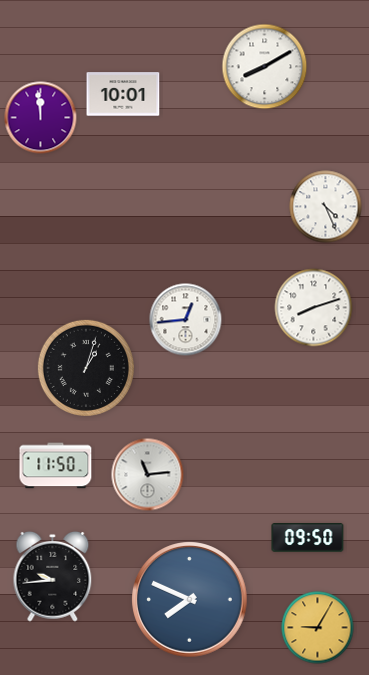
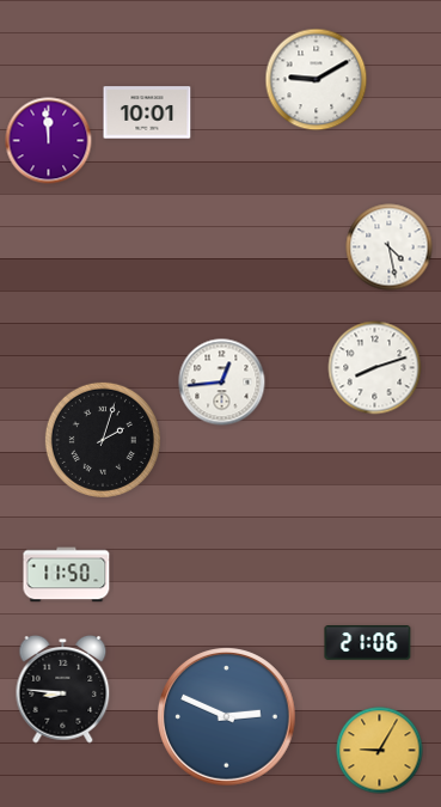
clock at (265, 67): 8:10 -> 9:10
clock at (326, 207): 4:26 -> 4:28
clock at (86, 368): 1:03 -> 2:03
clock at (56, 466) position: (56, 466) -> (67, 575)
clock at (148, 475): 11:14 -> none
clock at (308, 538): 09:50 -> 21:06
clock at (53, 576): 9:44 -> 8:46
clock at (190, 600): 7:49 -> 2:49
